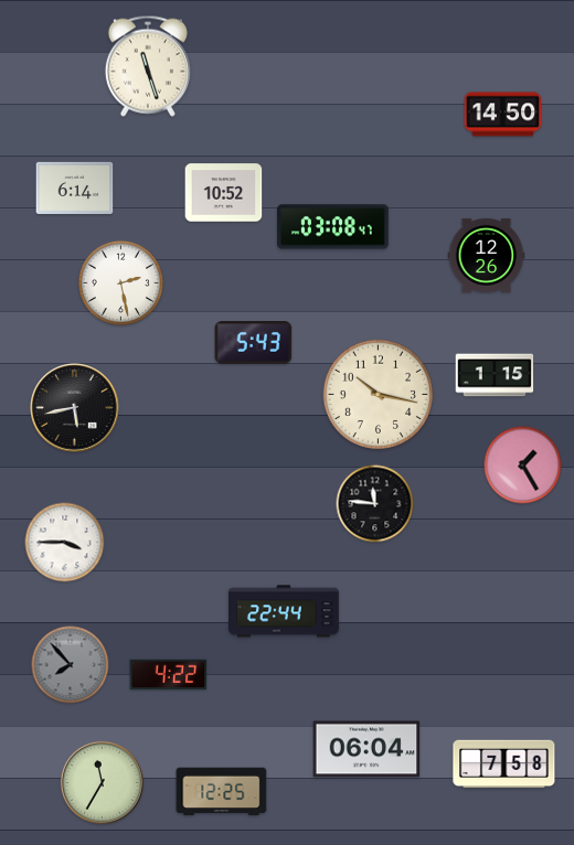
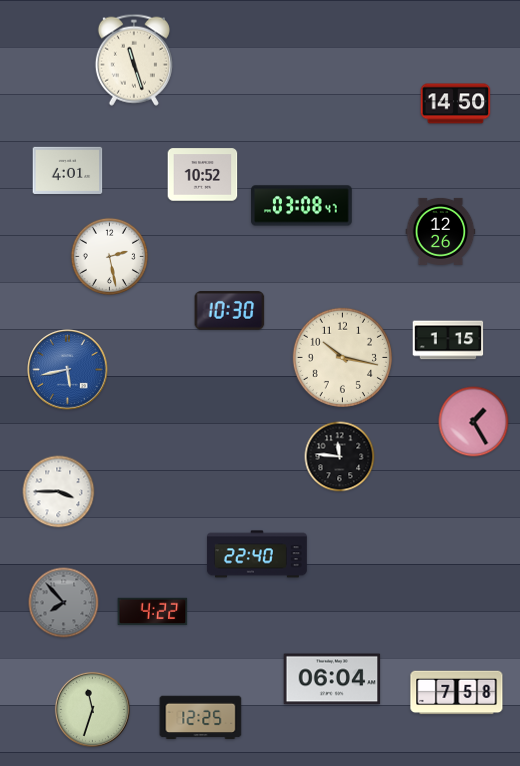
clock at (75, 188): 6:14 -> 4:01
clock at (254, 343): 5:43 -> 10:30
clock at (75, 408) dial: black -> blue
clock at (284, 611): 22:44 -> 22:40
clock at (102, 782): 11:35 -> 11:33
